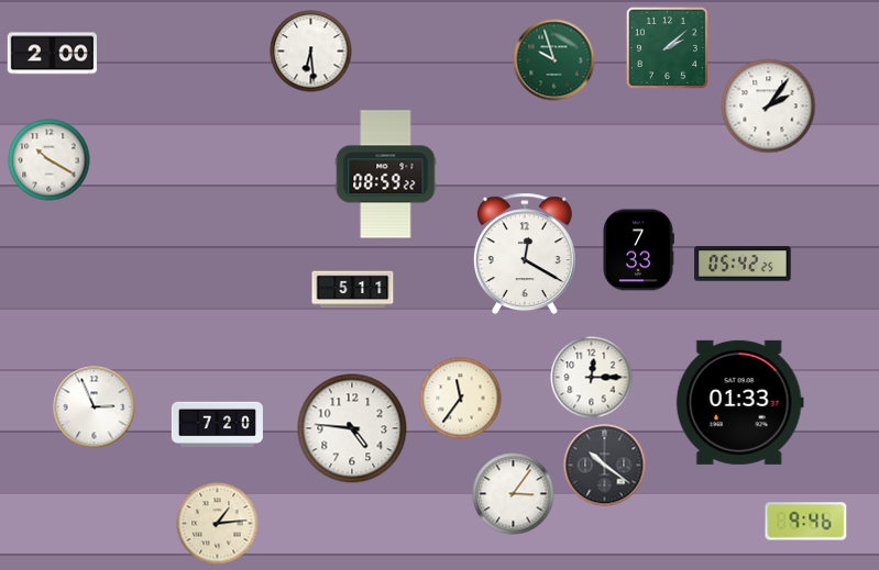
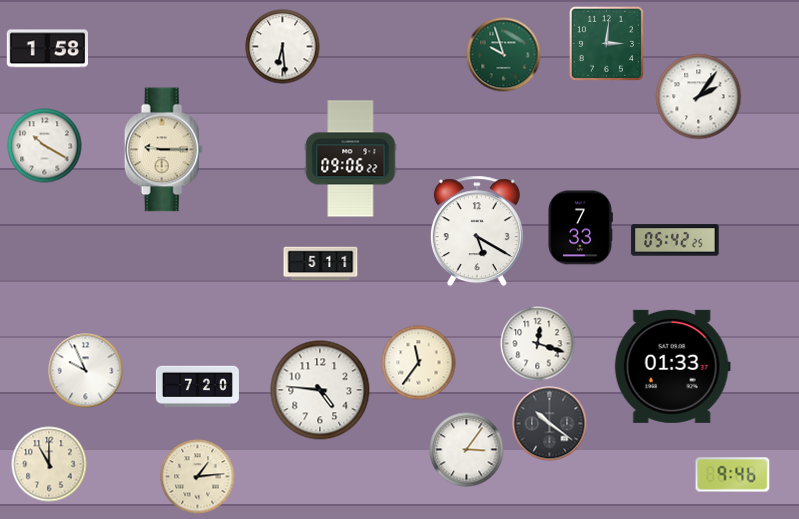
clock at (667, 47): 2:08 -> 3:01
clock at (52, 54): 2:00 -> 1:58
clock at (163, 150): none -> 9:15
clock at (386, 175): 08:59 -> 09:06
clock at (525, 254): 12:20 -> 5:20
clock at (592, 378): 12:15 -> 12:18
clock at (95, 407): 2:56 -> 9:56
clock at (49, 464): none -> 11:00
